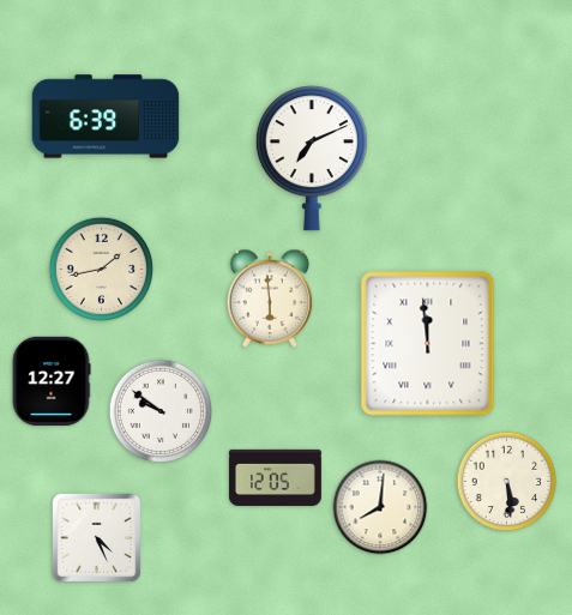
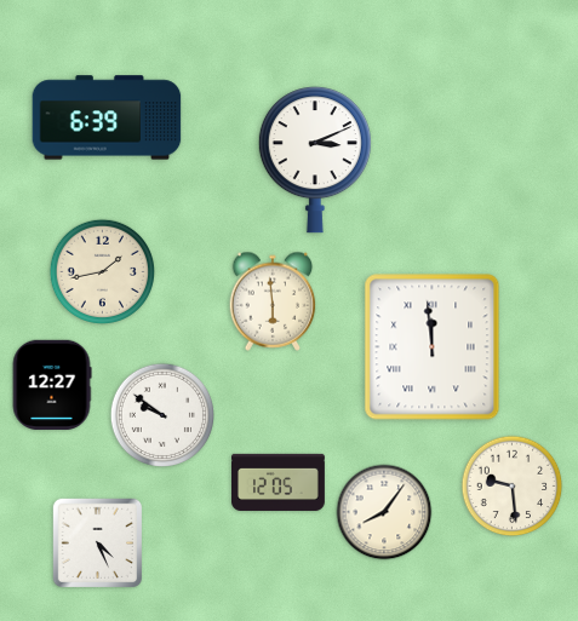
clock at (312, 158): 7:11 -> 3:11
clock at (507, 482): 5:29 -> 9:29
clock at (380, 507): 8:01 -> 8:06
